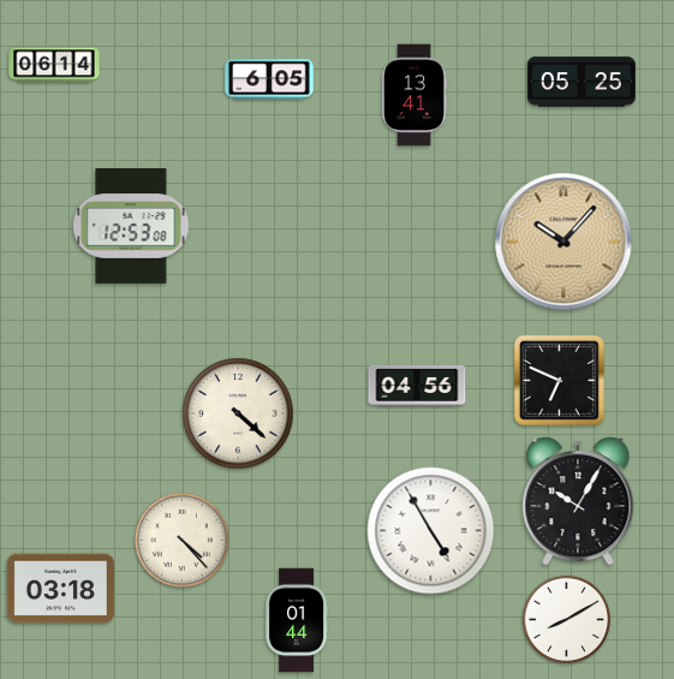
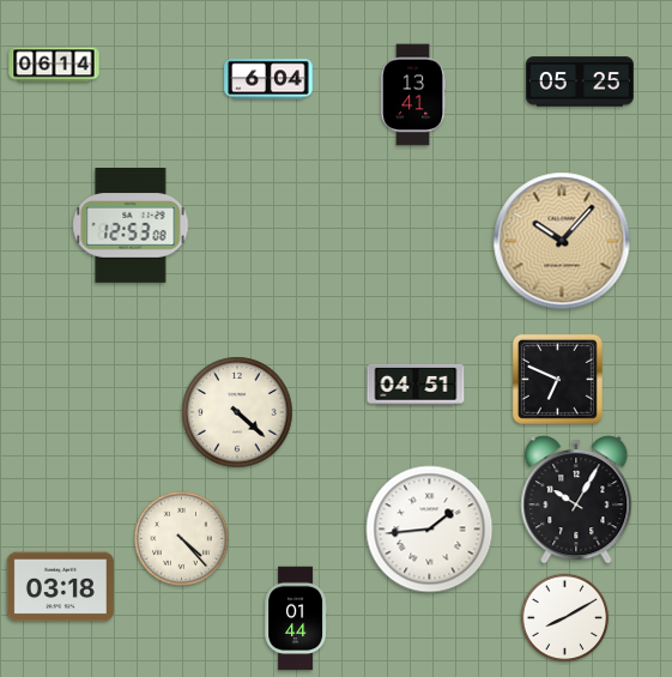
clock at (269, 79): 6:05 -> 6:04
clock at (417, 386): 04:56 -> 04:51
clock at (431, 531): 4:55 -> 1:44
